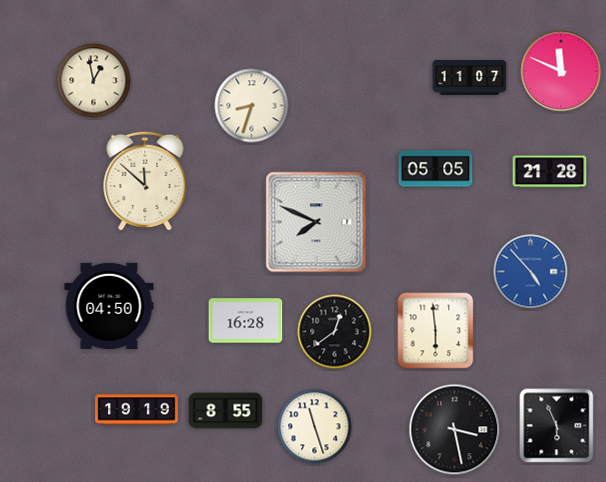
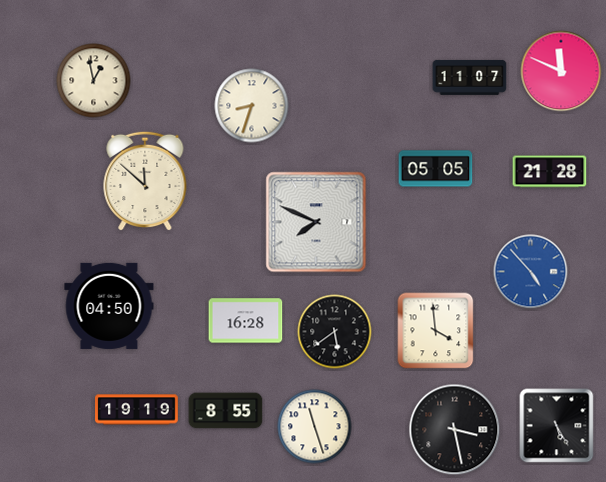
clock at (436, 331): 5:59 -> 3:59
clock at (335, 332): 12:39 -> 5:39
clock at (557, 426): 5:56 -> 5:25
